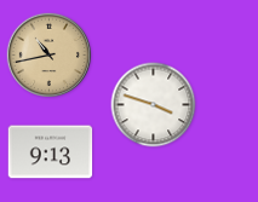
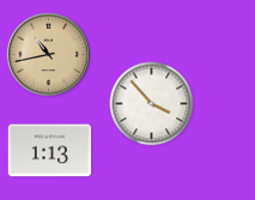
clock at (154, 105): 3:48 -> 3:53
clock at (51, 152): 9:13 -> 1:13
